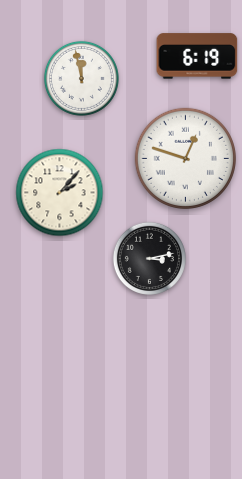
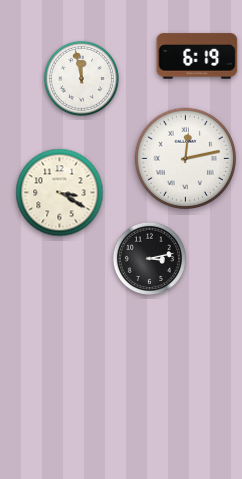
clock at (185, 158): 12:48 -> 12:13
clock at (60, 193): 2:07 -> 3:20
